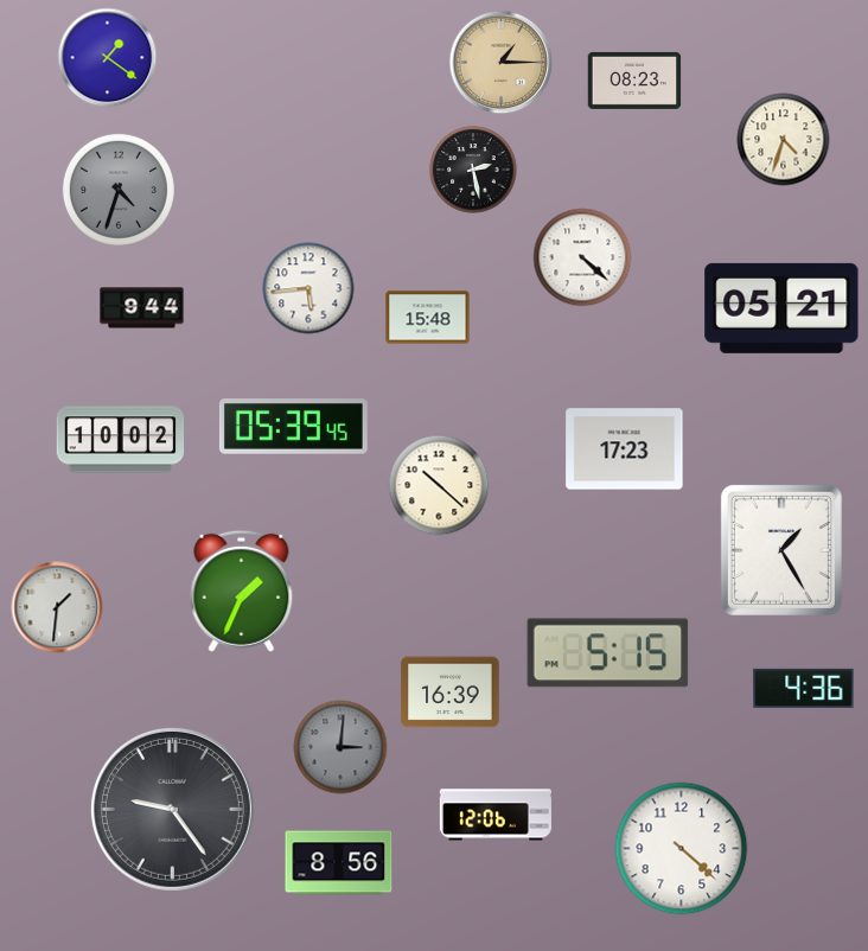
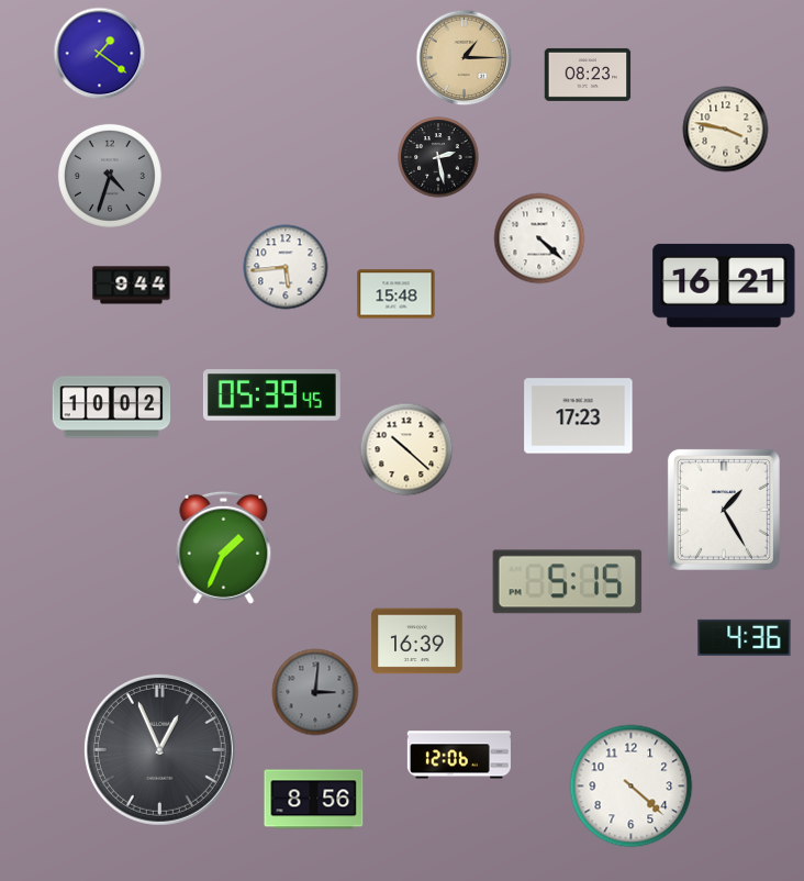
clock at (784, 140): 4:33 -> 3:47
clock at (781, 308): 05:21 -> 16:21
clock at (57, 607): 1:31 -> none
clock at (608, 653) position: (608, 653) -> (568, 582)
clock at (172, 809): 9:24 -> 12:56
